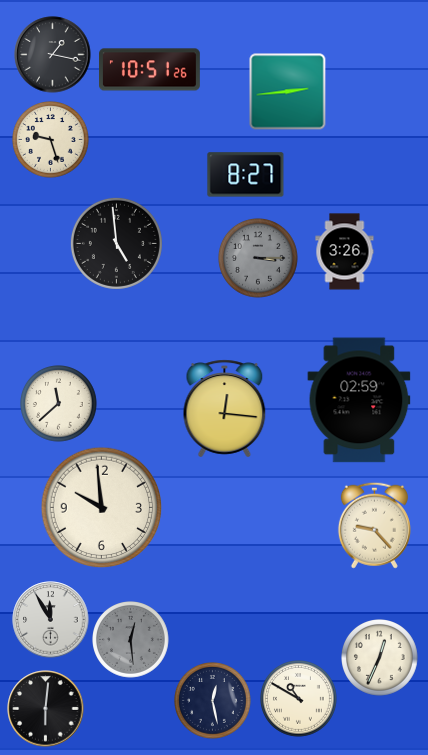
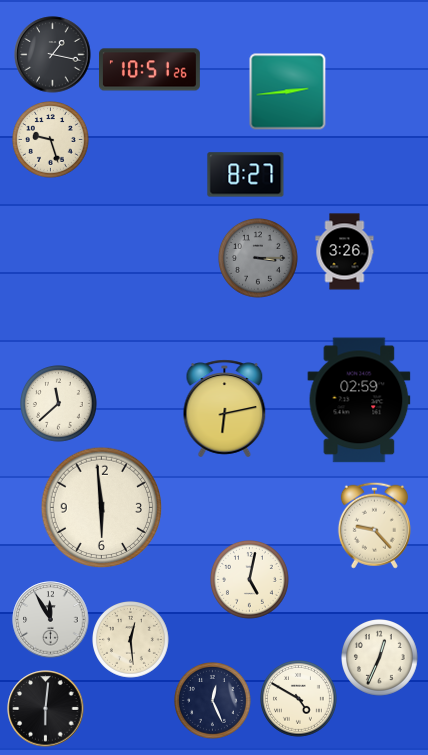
clock at (116, 243): 4:59 -> none
clock at (225, 409): 12:16 -> 6:13
clock at (102, 508): 9:59 -> 5:59
clock at (249, 579): none -> 5:02
clock at (131, 640) dial: grey -> cream
clock at (299, 699): 10:50 -> 4:50
clock at (213, 701): 12:28 -> 12:26
